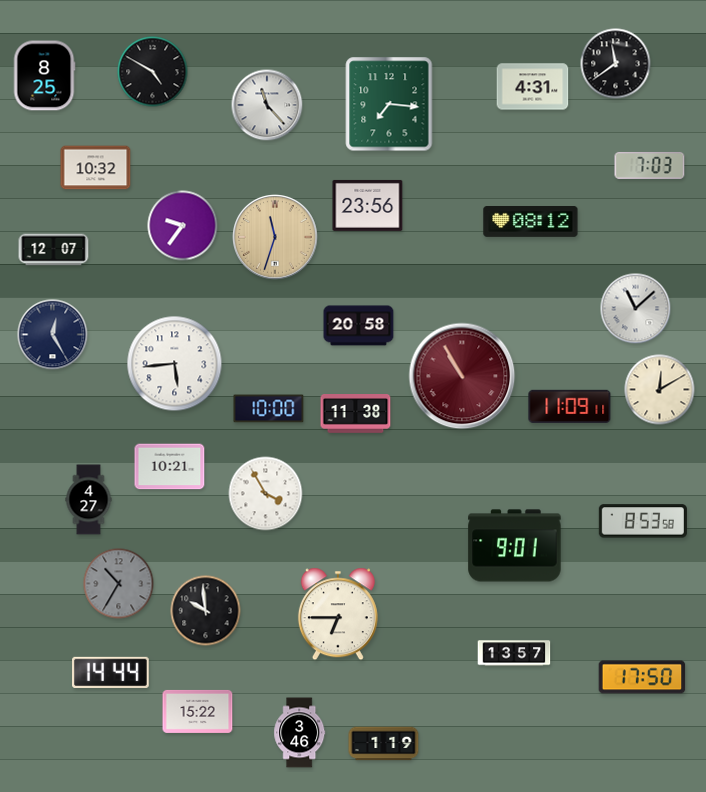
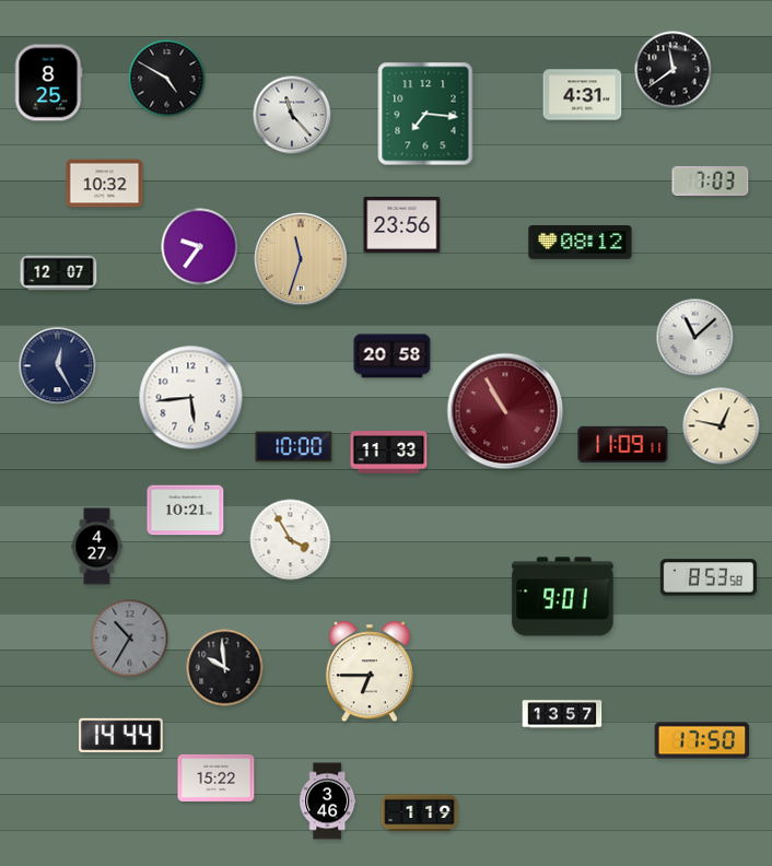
clock at (660, 390): 12:10 -> 12:47
clock at (356, 414): 11:38 -> 11:33
clock at (643, 521) position: (643, 521) -> (709, 577)
